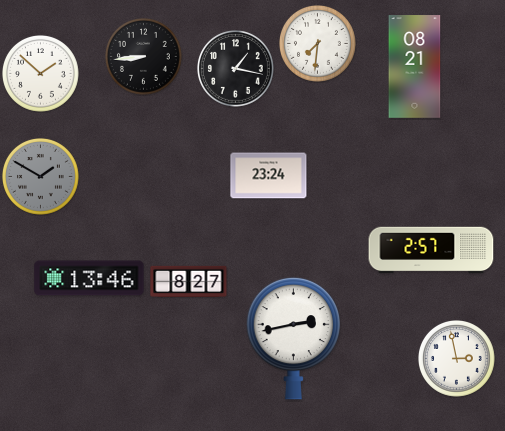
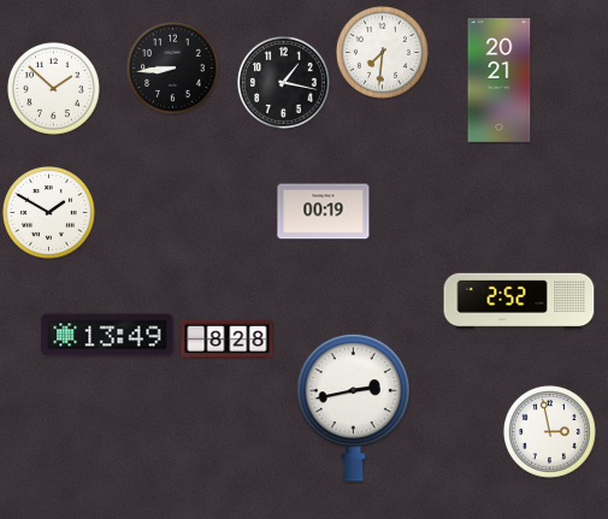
clock at (415, 67): 08:21 -> 20:21
clock at (41, 74) position: (41, 74) -> (54, 89)
clock at (269, 176): 23:24 -> 00:19
clock at (41, 177) dial: grey -> white
clock at (431, 250): 2:57 -> 2:52
clock at (89, 278): 13:46 -> 13:49
clock at (189, 281): 8:27 -> 8:28
